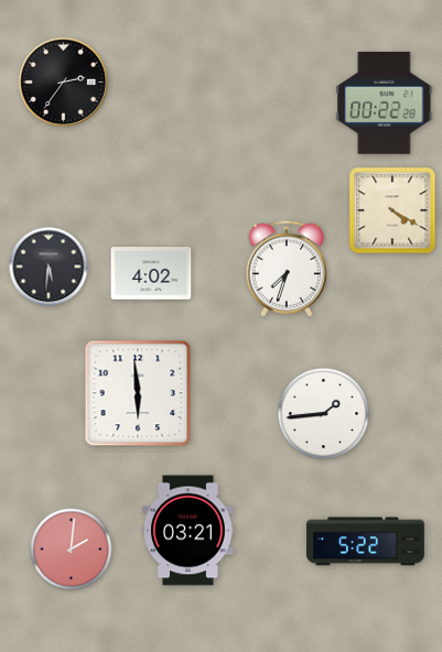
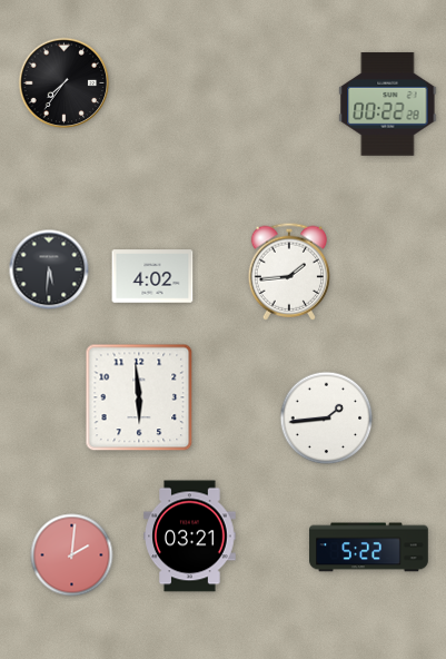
clock at (64, 83): 2:36 -> 7:36
clock at (392, 210): 4:20 -> none
clock at (287, 269): 7:33 -> 1:44
